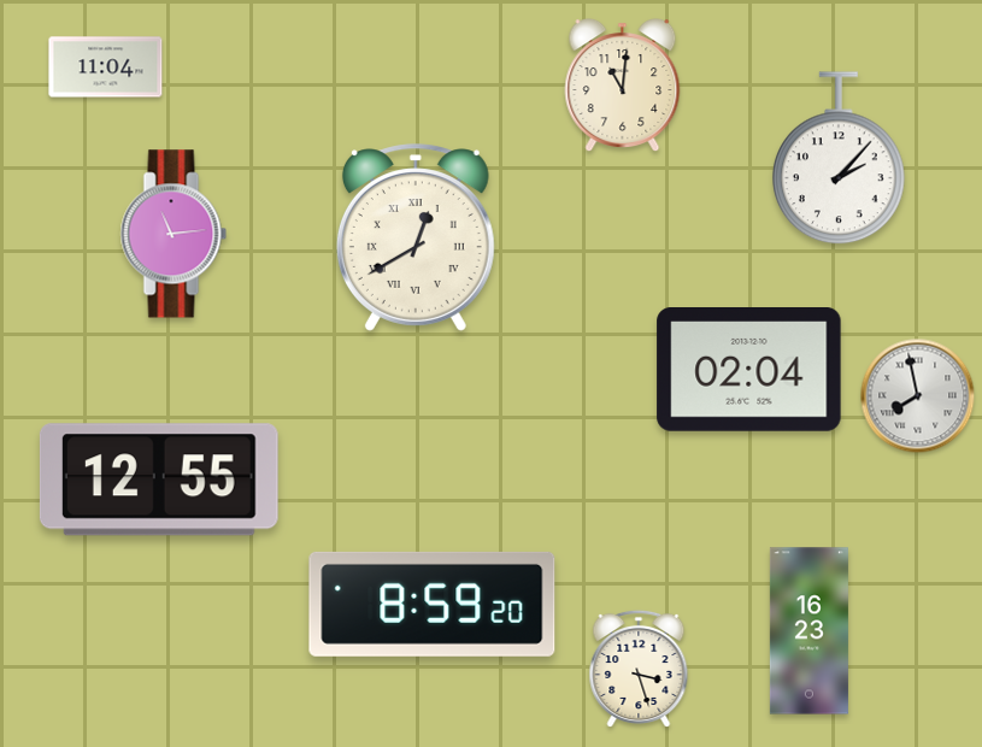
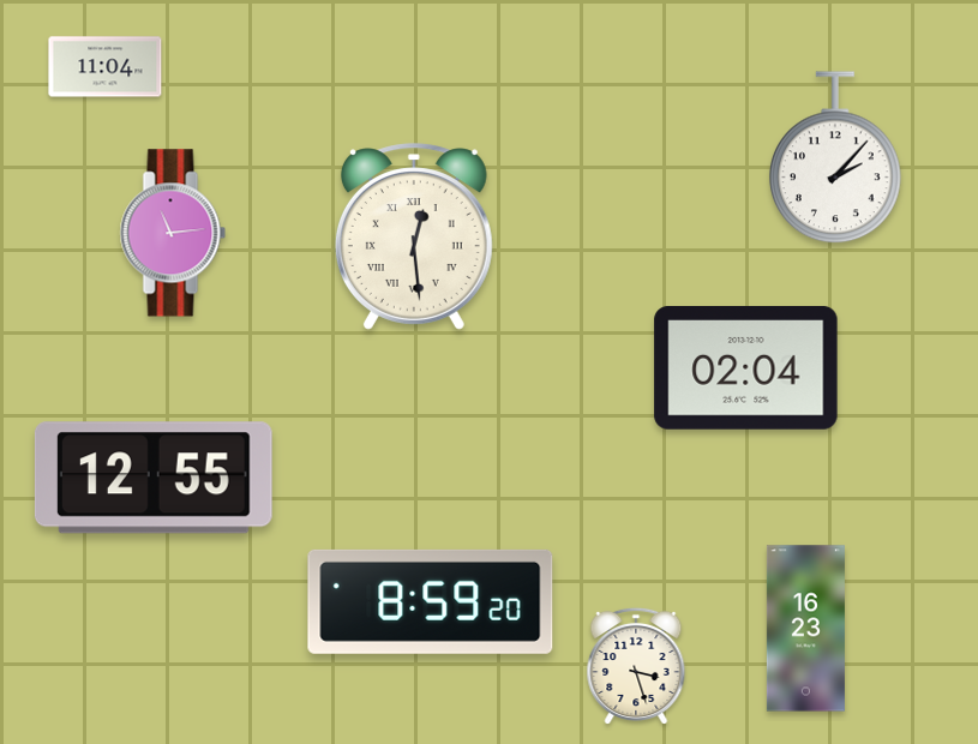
clock at (623, 86): 11:01 -> none
clock at (416, 237): 12:40 -> 12:29
clock at (918, 396): 7:58 -> none
clock at (159, 480) position: (159, 480) -> (154, 478)
